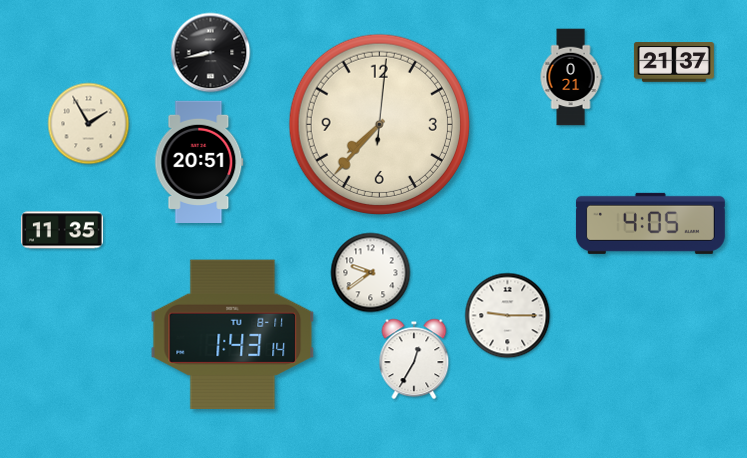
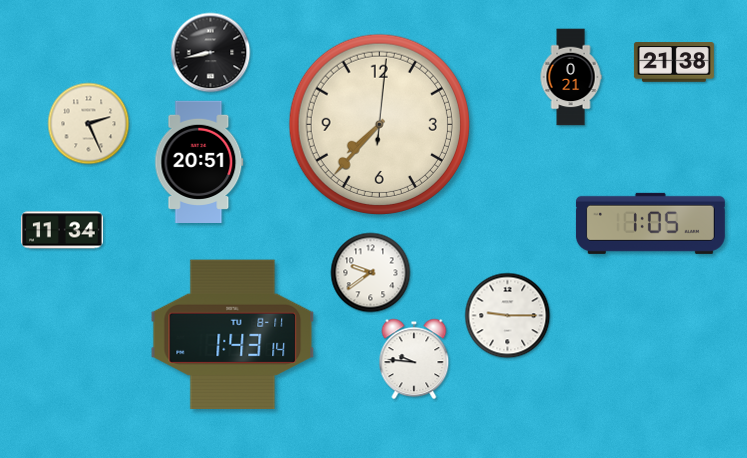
clock at (674, 63): 21:37 -> 21:38
clock at (89, 124): 1:55 -> 2:26
clock at (650, 223): 4:05 -> 1:05
clock at (63, 230): 11:35 -> 11:34
clock at (414, 359): 12:35 -> 9:46
